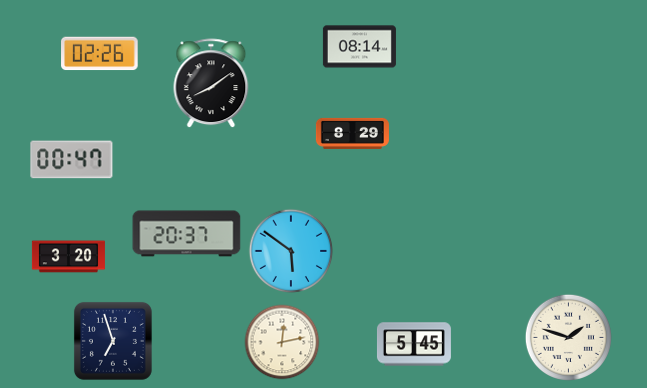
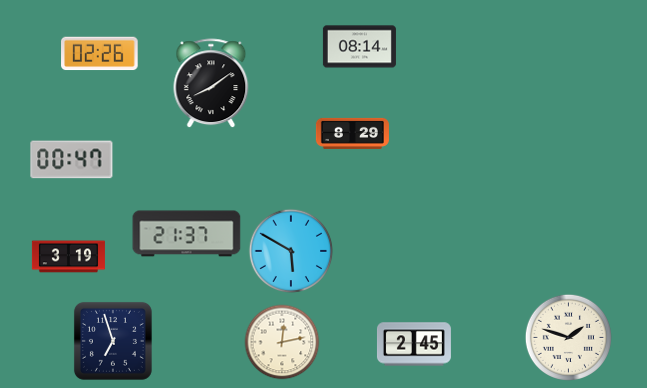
clock at (187, 234): 20:37 -> 21:37
clock at (291, 251): 5:51 -> 5:50
clock at (68, 257): 3:20 -> 3:19
clock at (414, 344): 5:45 -> 2:45
